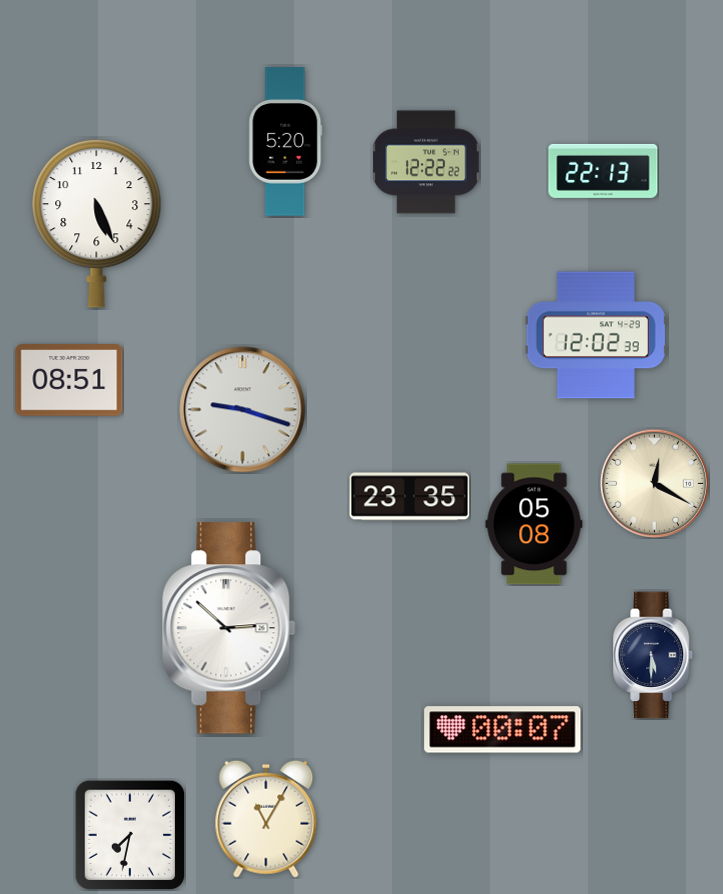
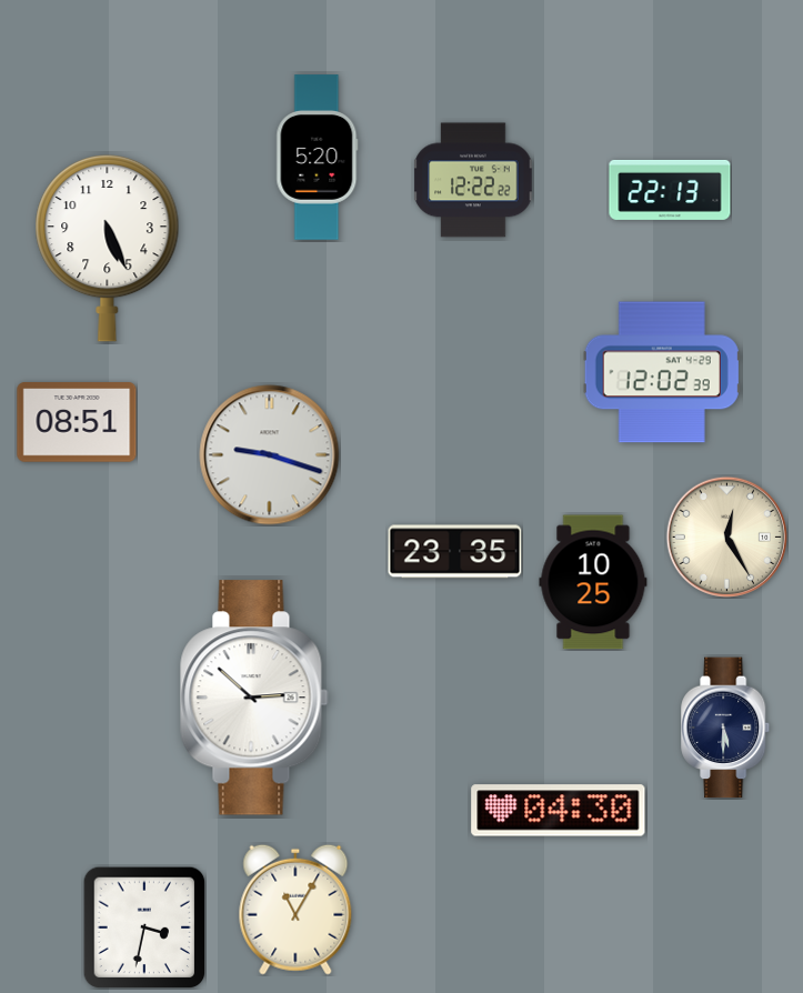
clock at (654, 483): 12:20 -> 12:25
clock at (534, 524): 05:08 -> 10:25
clock at (503, 730): 00:07 -> 04:30
clock at (130, 835): 7:32 -> 3:32
